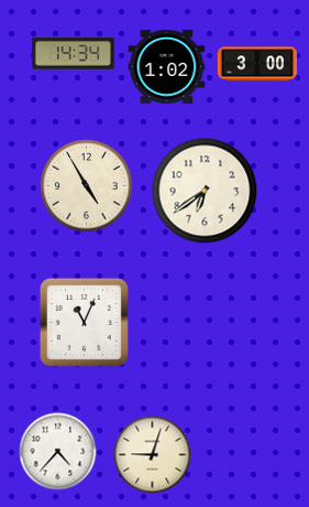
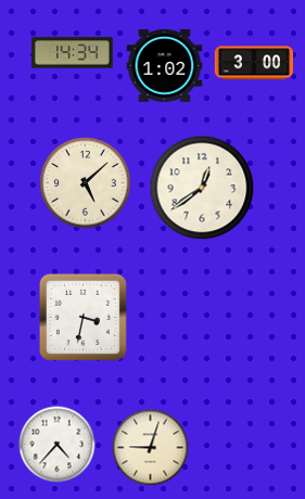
clock at (87, 186): 4:55 -> 5:08
clock at (205, 191): 6:39 -> 12:39
clock at (84, 322): 11:04 -> 3:32
